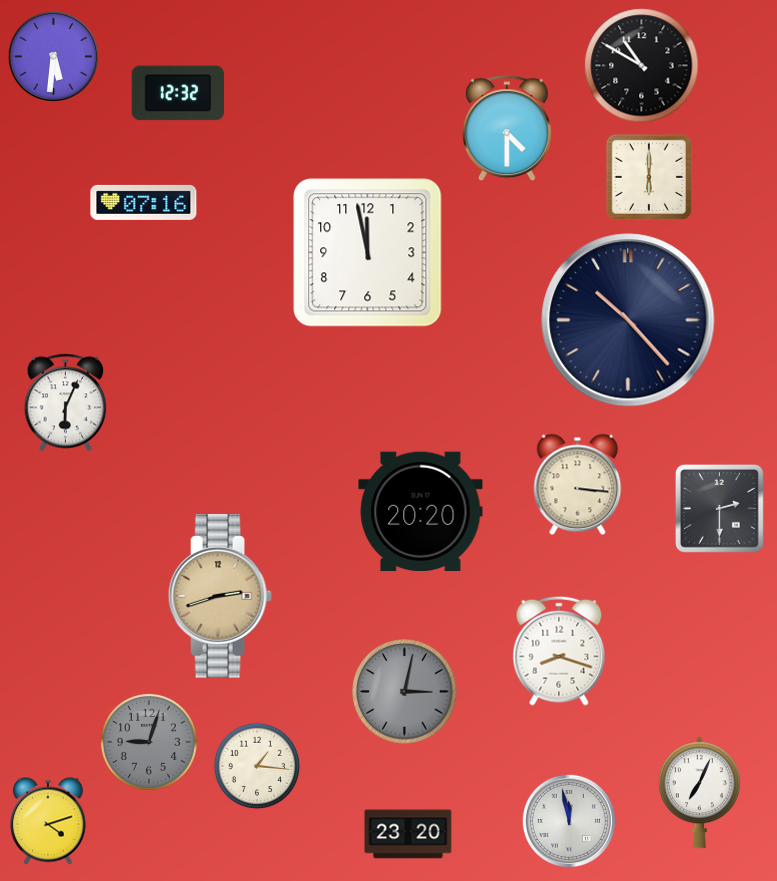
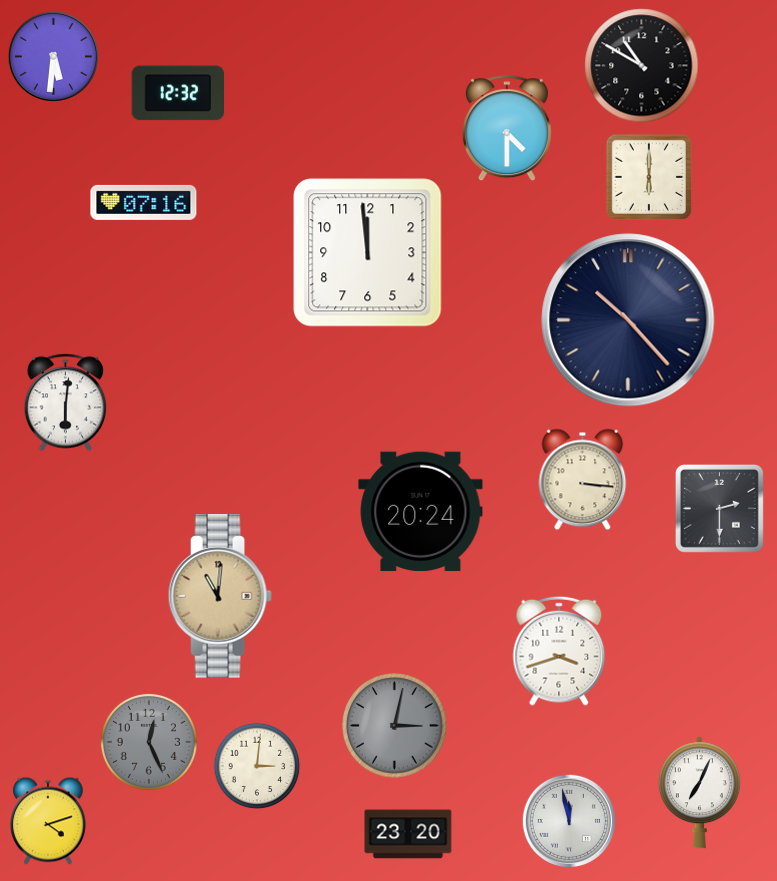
clock at (368, 253): 11:58 -> 11:59
clock at (66, 403): 6:04 -> 6:01
clock at (578, 485) position: (578, 485) -> (583, 480)
clock at (421, 512): 20:20 -> 20:24
clock at (220, 596): 2:42 -> 11:01
clock at (559, 651): 8:18 -> 3:42
clock at (405, 692) position: (405, 692) -> (395, 726)
clock at (149, 742): 9:03 -> 12:26
clock at (257, 766): 1:16 -> 3:01
